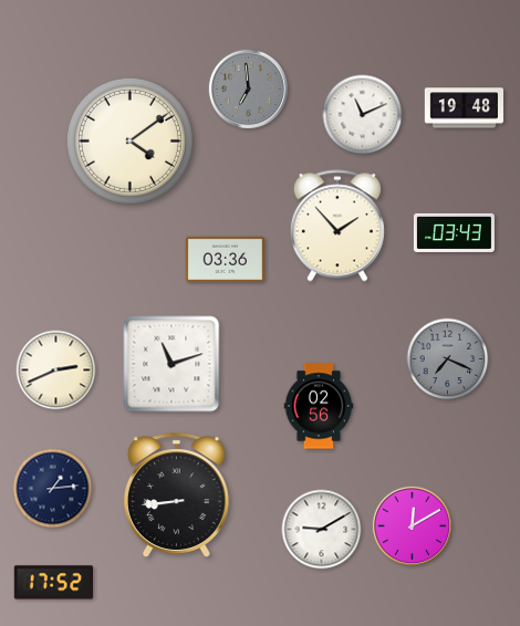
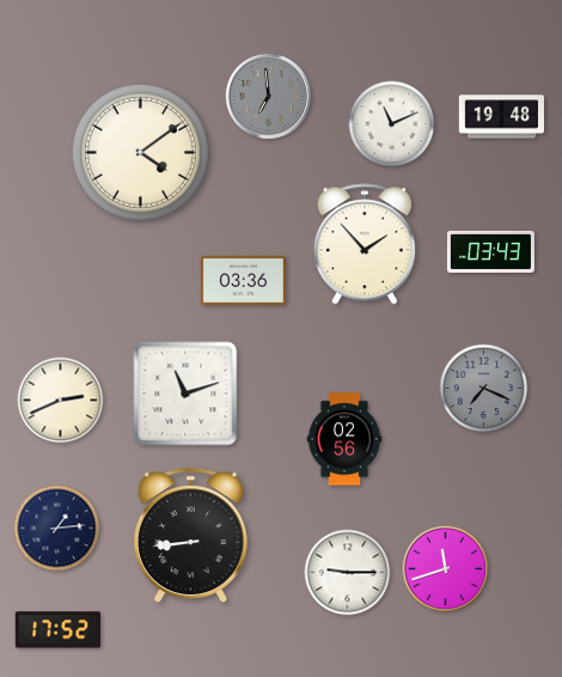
clock at (413, 526): 12:10 -> 11:42
clock at (322, 530): 9:10 -> 9:15
